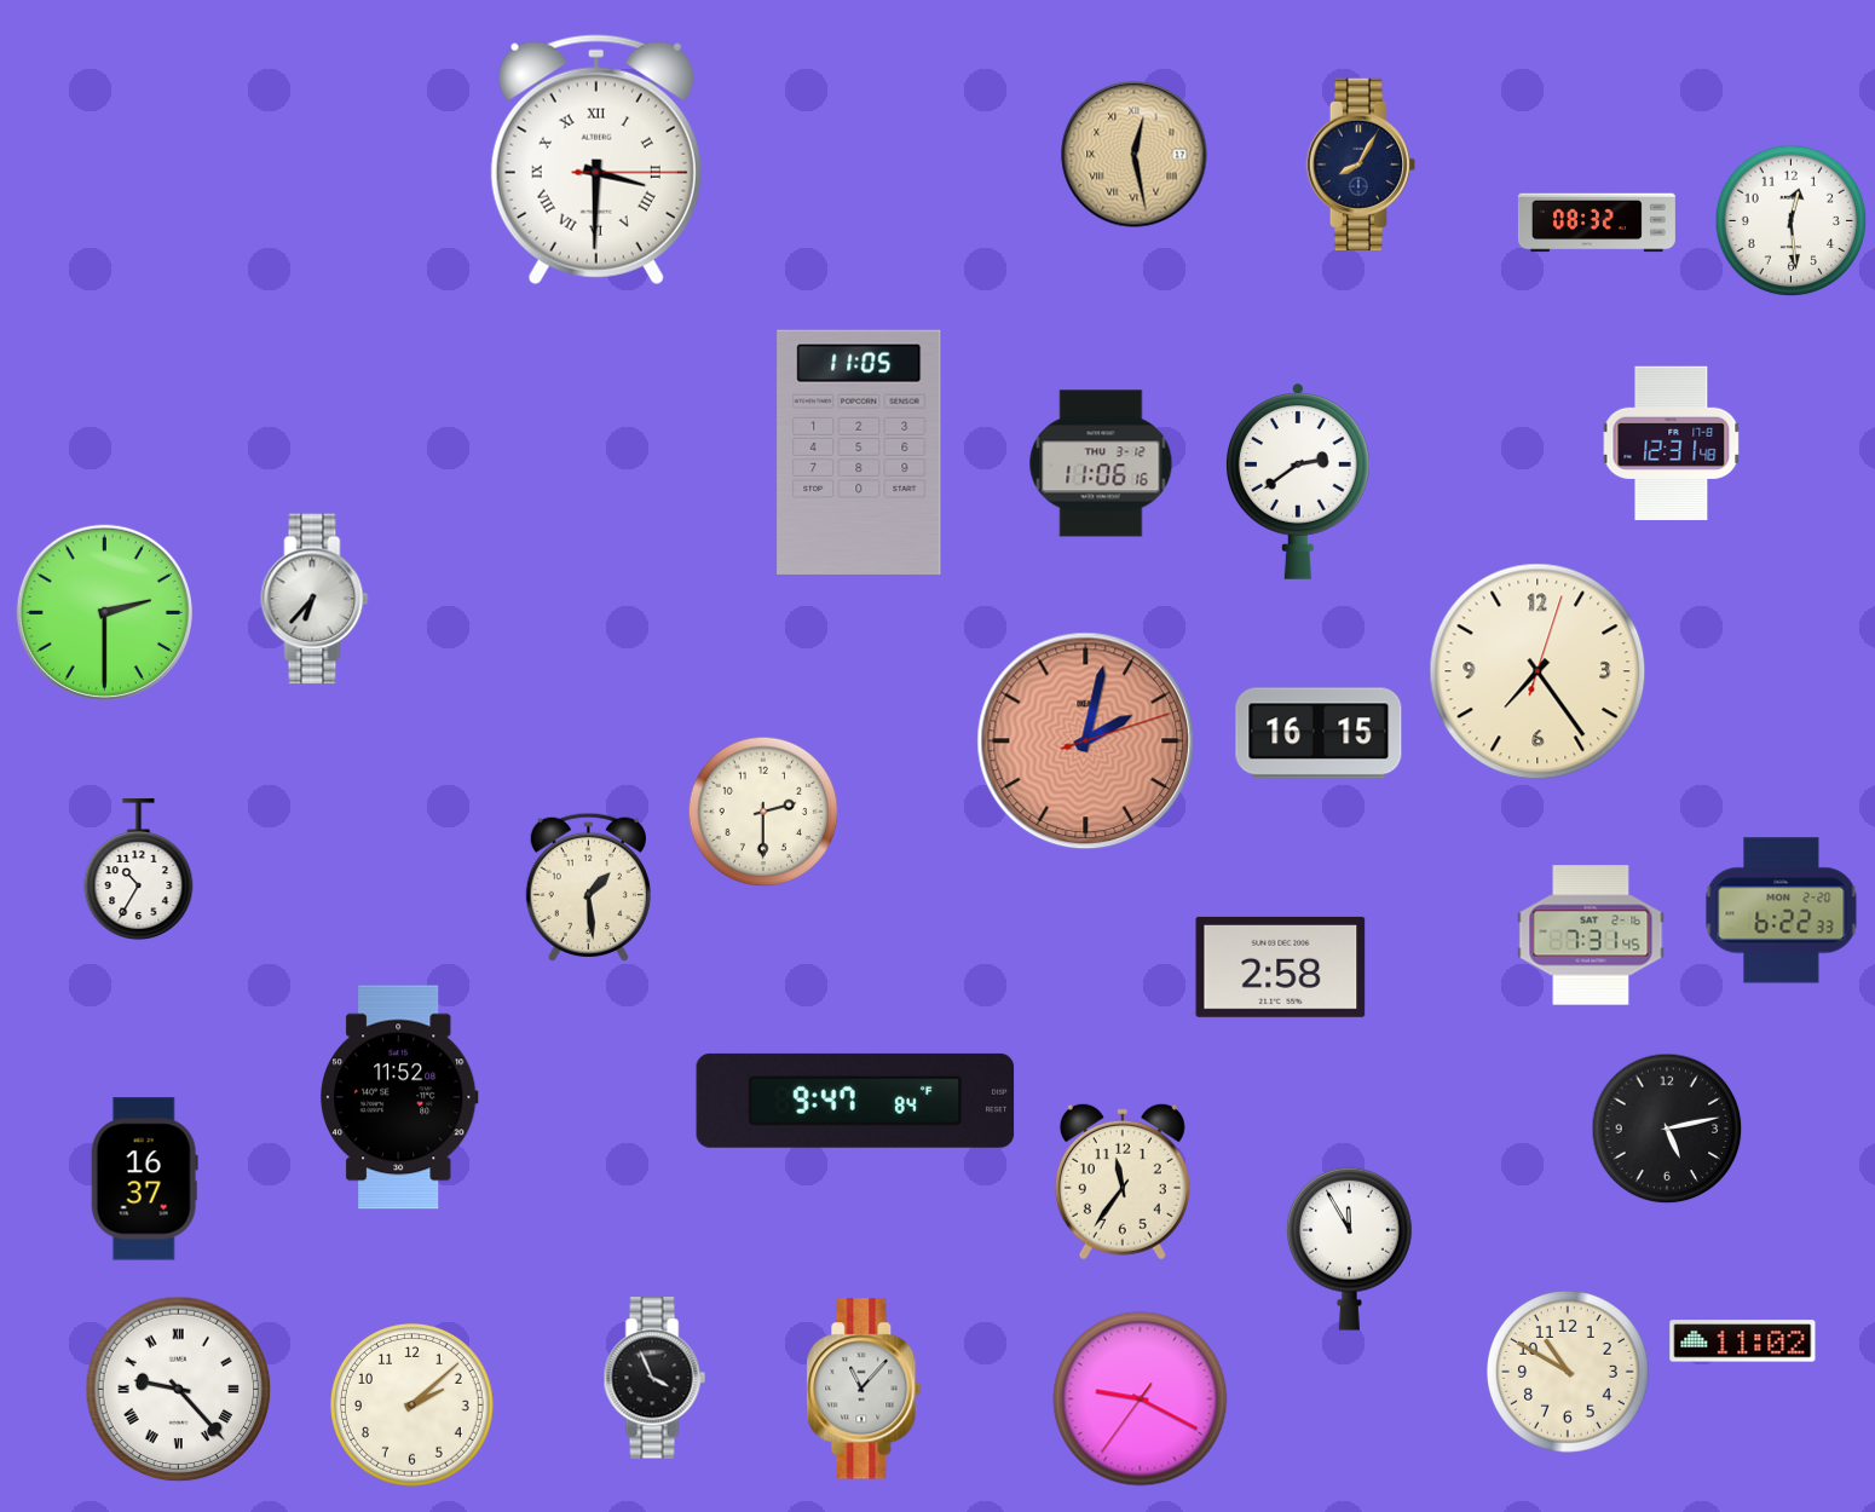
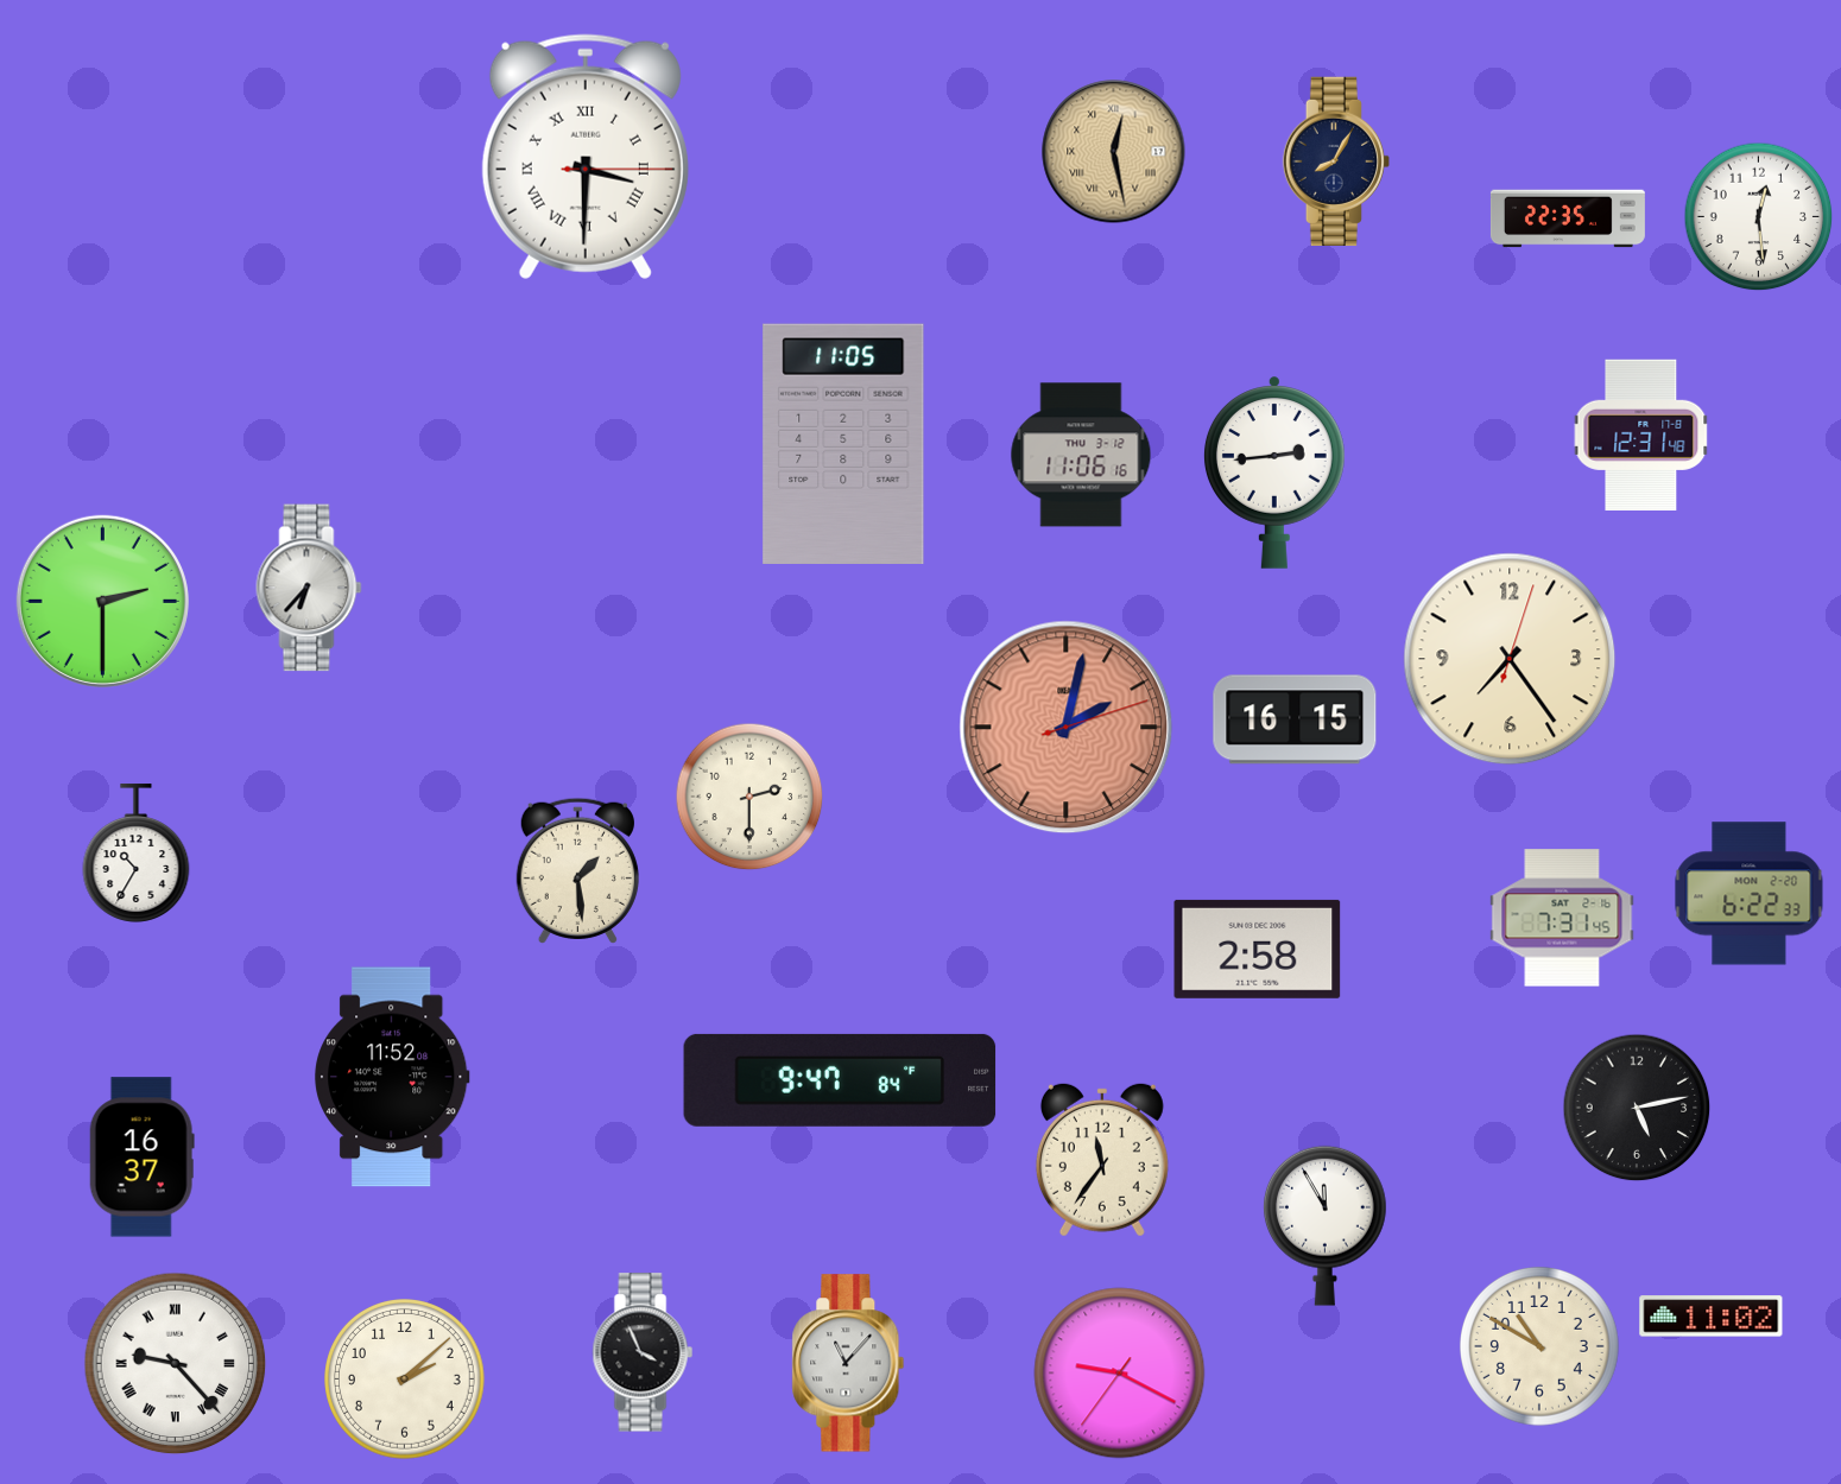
clock at (1597, 223): 08:32 -> 22:35
clock at (1298, 481): 2:39 -> 2:44
